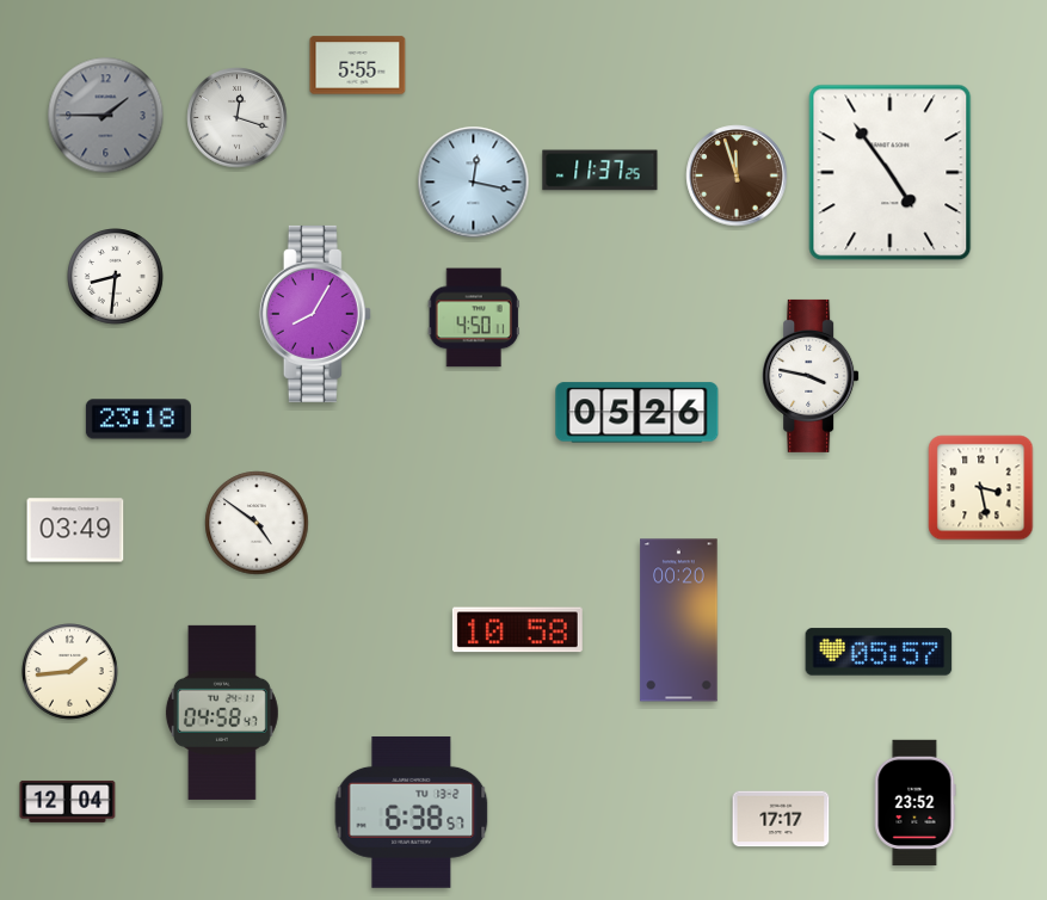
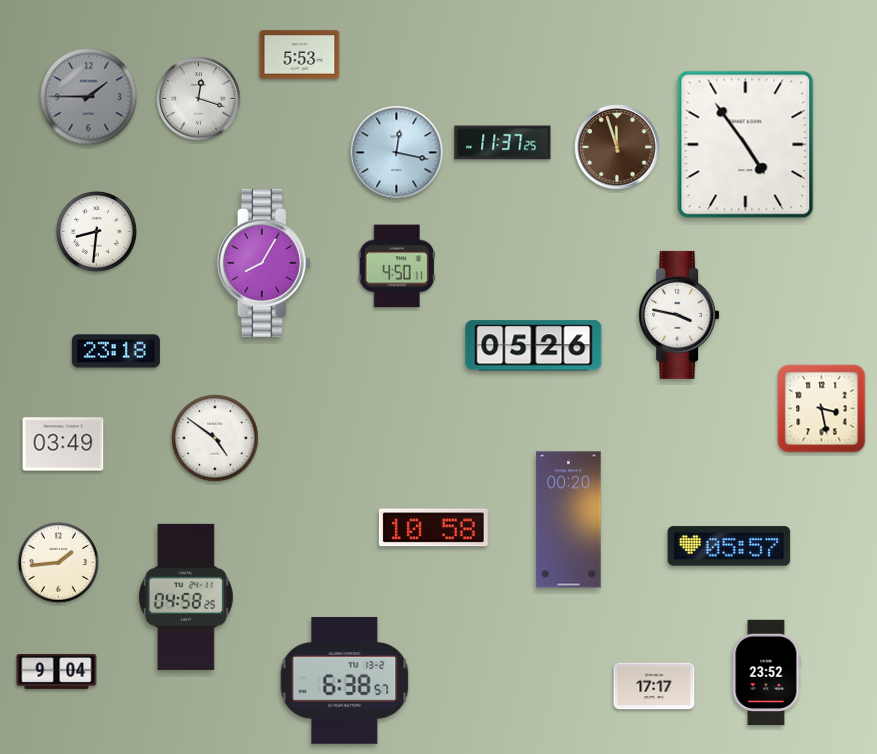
clock at (358, 66): 5:55 -> 5:53
clock at (879, 652) position: (879, 652) -> (729, 546)
clock at (222, 713): 04:58:47 -> 04:58:25
clock at (68, 801): 12:04 -> 9:04
